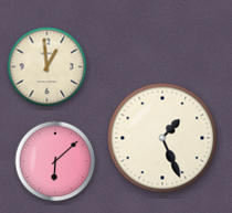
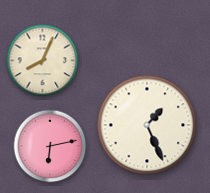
clock at (48, 67): 12:59 -> 8:04
clock at (55, 161): 6:08 -> 6:13
